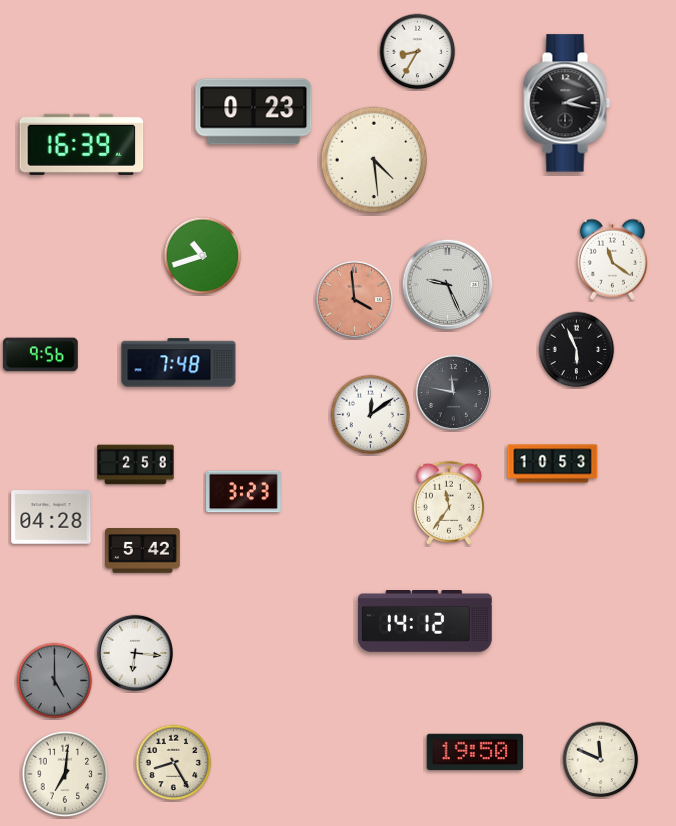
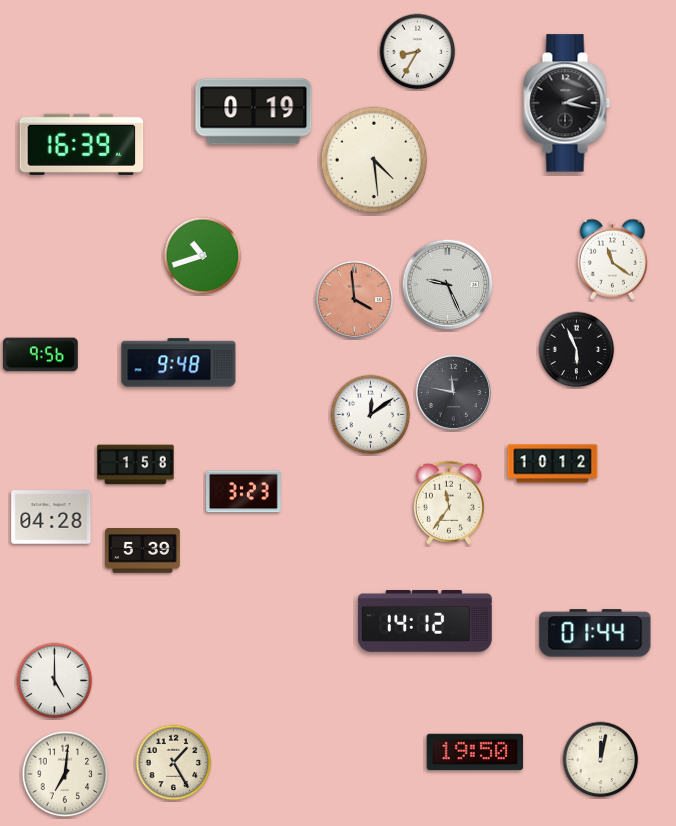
clock at (254, 112): 0:23 -> 0:19
clock at (179, 363): 7:48 -> 9:48
clock at (553, 464): 10:53 -> 10:12
clock at (136, 465): 2:58 -> 1:58
clock at (143, 551): 5:42 -> 5:39
clock at (595, 633): none -> 01:44
clock at (134, 652): 6:16 -> none
clock at (55, 681) dial: grey -> white
clock at (601, 760): 11:49 -> 12:02
clock at (174, 763): 8:25 -> 1:25
